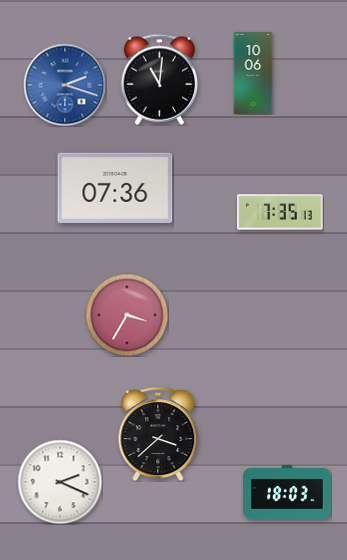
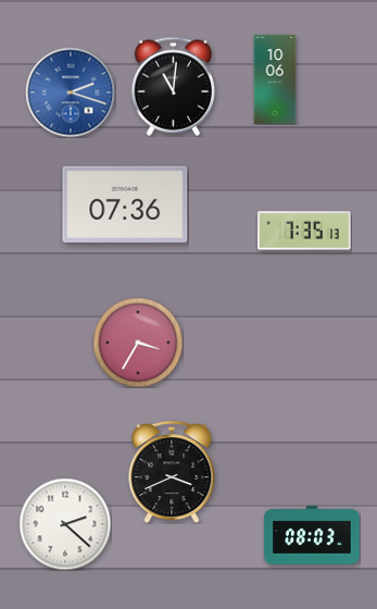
clock at (158, 434): 3:38 -> 3:41
clock at (60, 482): 2:19 -> 2:22
clock at (287, 492): 18:03 -> 08:03
